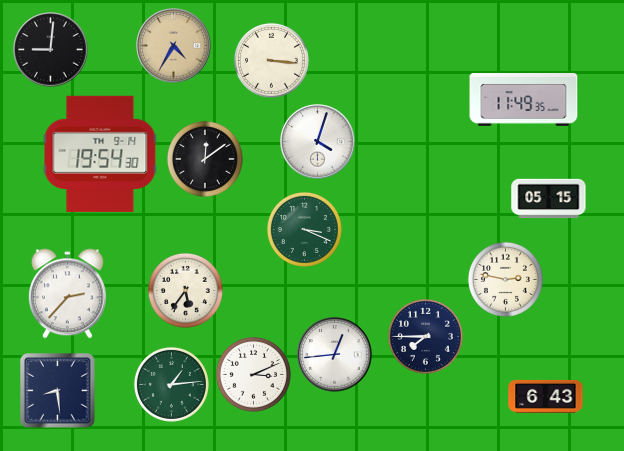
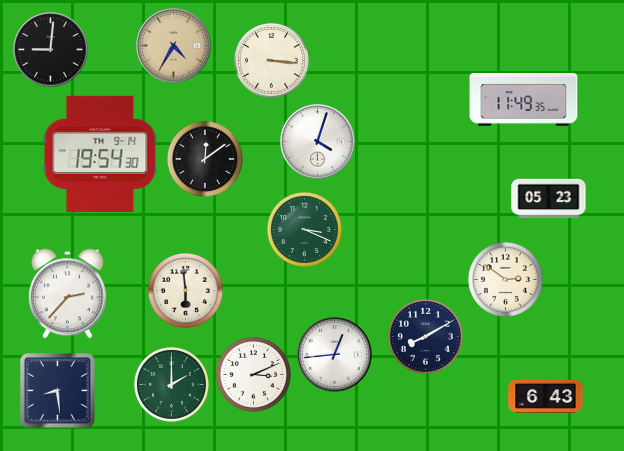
clock at (549, 199): 05:15 -> 05:23
clock at (505, 279): 2:47 -> 2:51
clock at (185, 290): 5:36 -> 5:59
clock at (425, 336): 7:45 -> 8:10
clock at (171, 384): 1:14 -> 2:00
